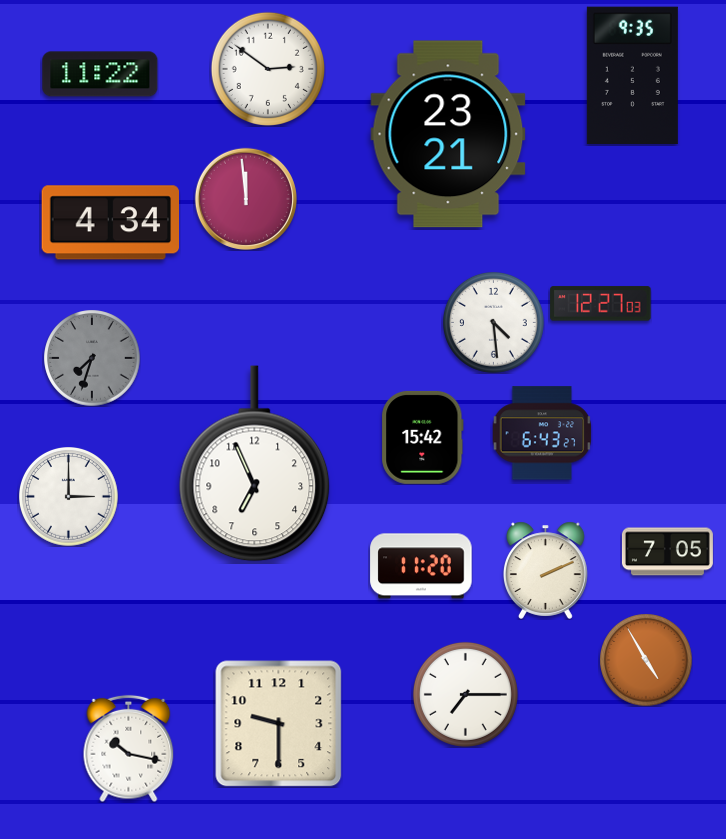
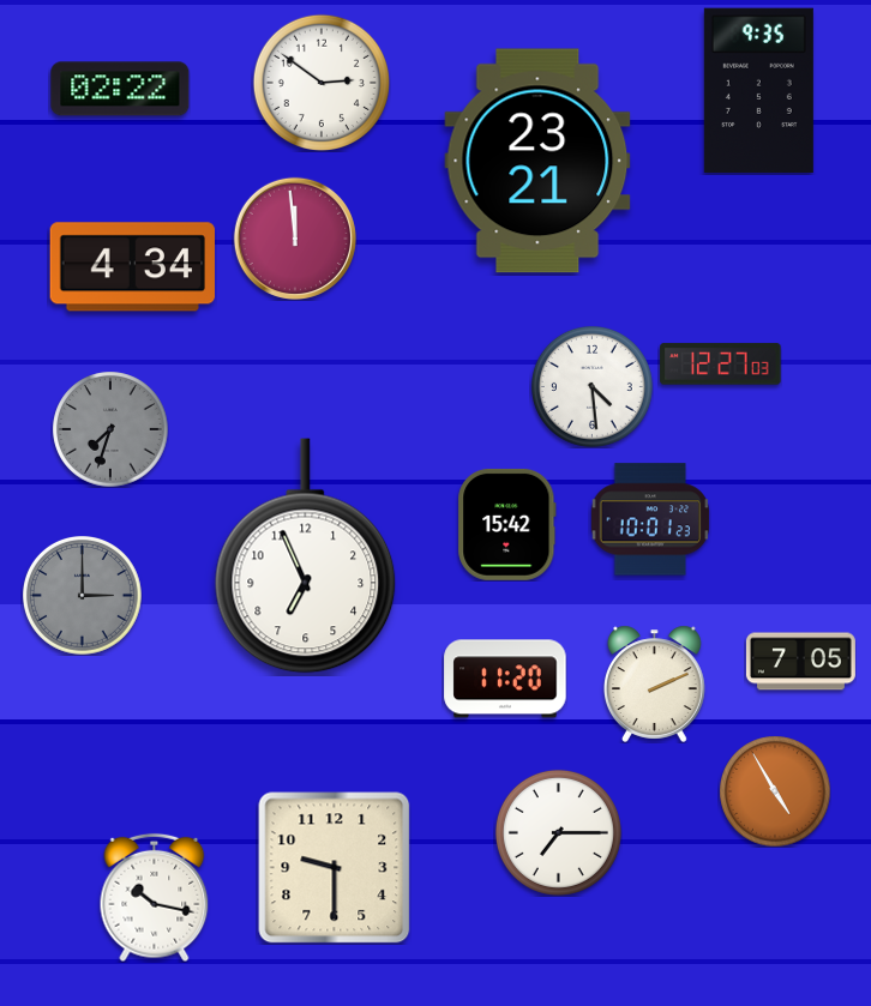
clock at (100, 74): 11:22 -> 02:22
clock at (542, 433): 6:43 -> 10:01
clock at (69, 497) dial: white -> grey
